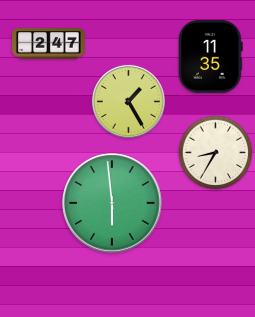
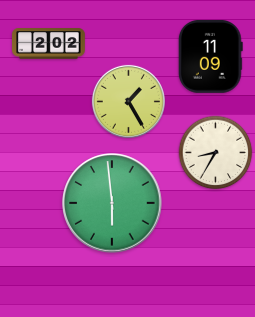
clock at (49, 44): 2:47 -> 2:02
clock at (210, 56): 11:35 -> 11:09
